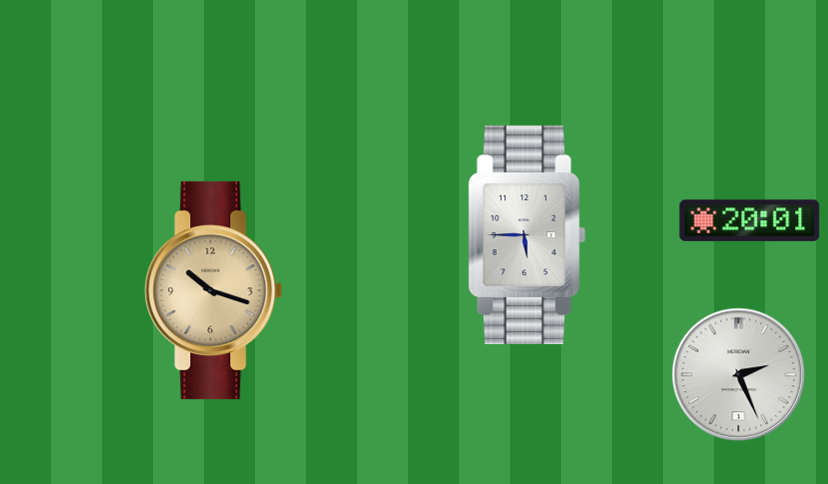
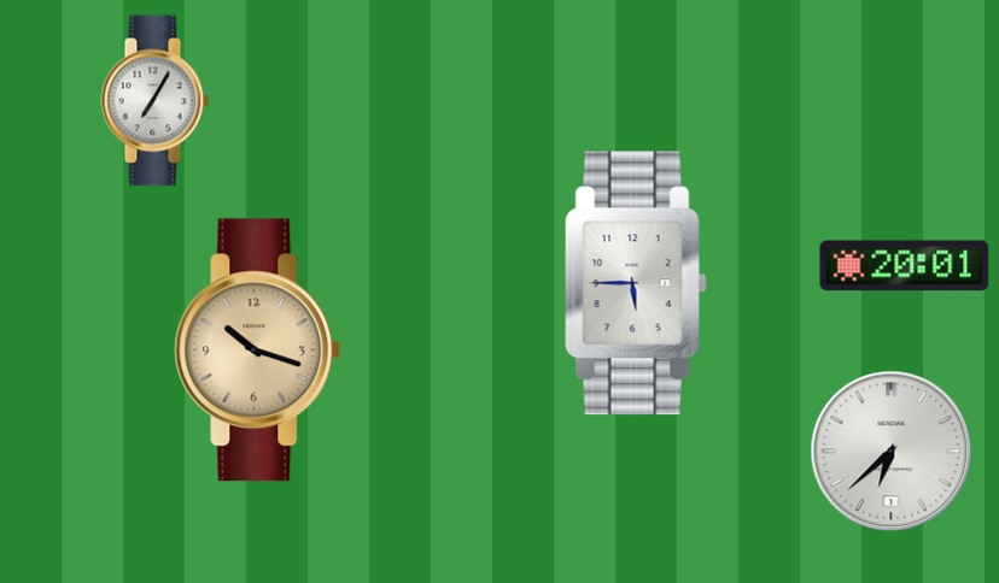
clock at (156, 101): none -> 7:05
clock at (739, 375): 2:26 -> 6:38
